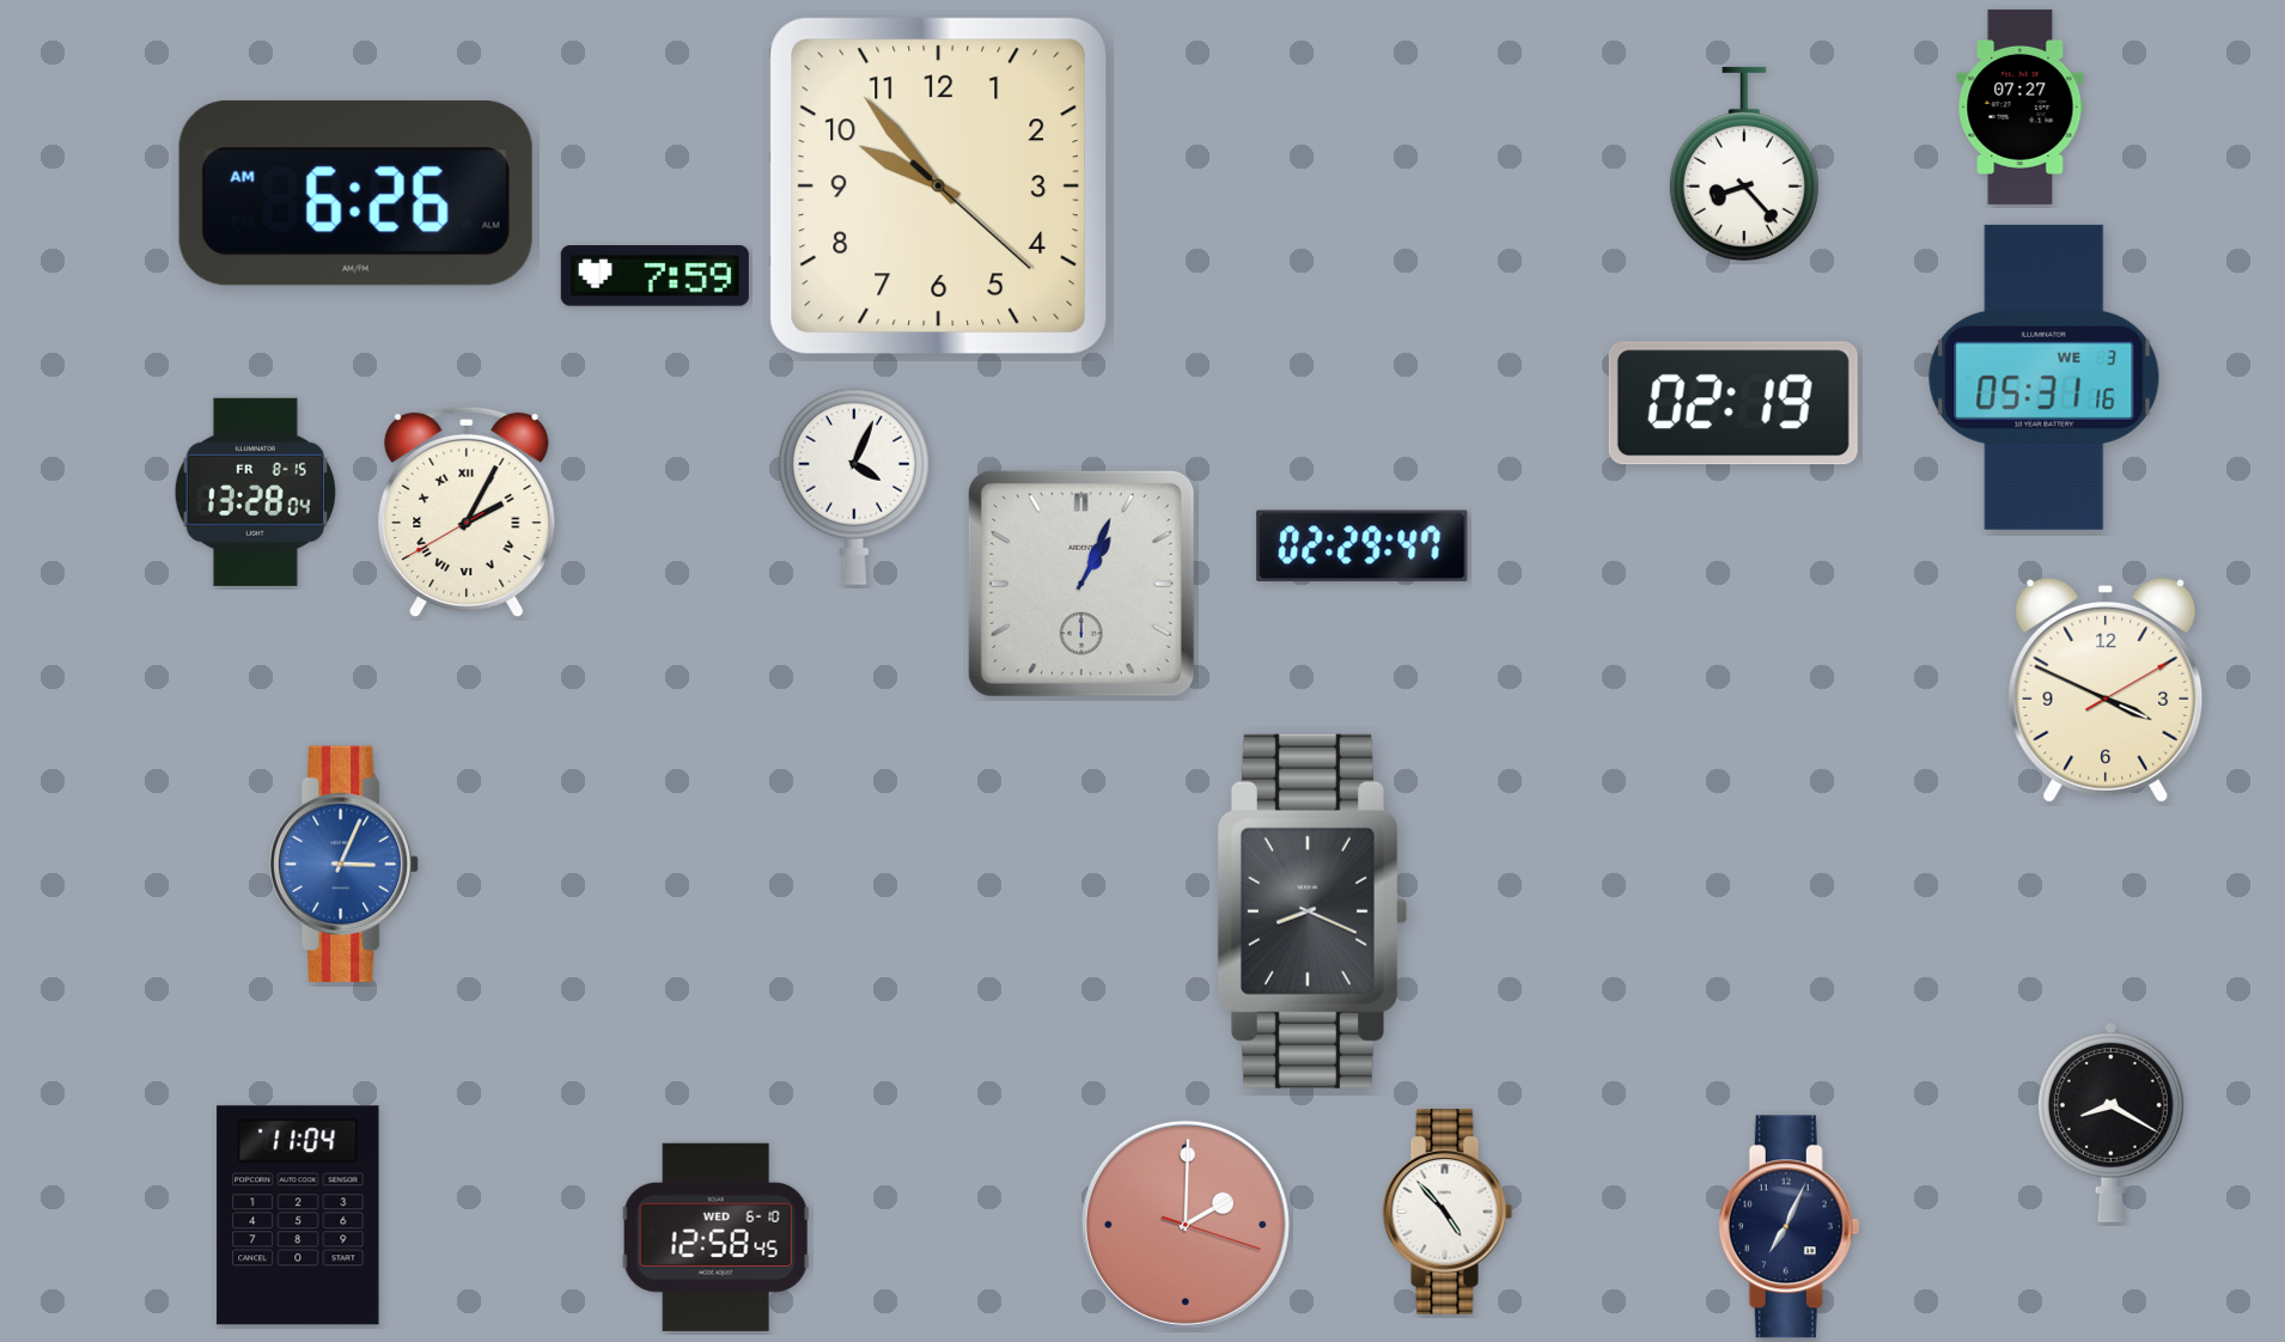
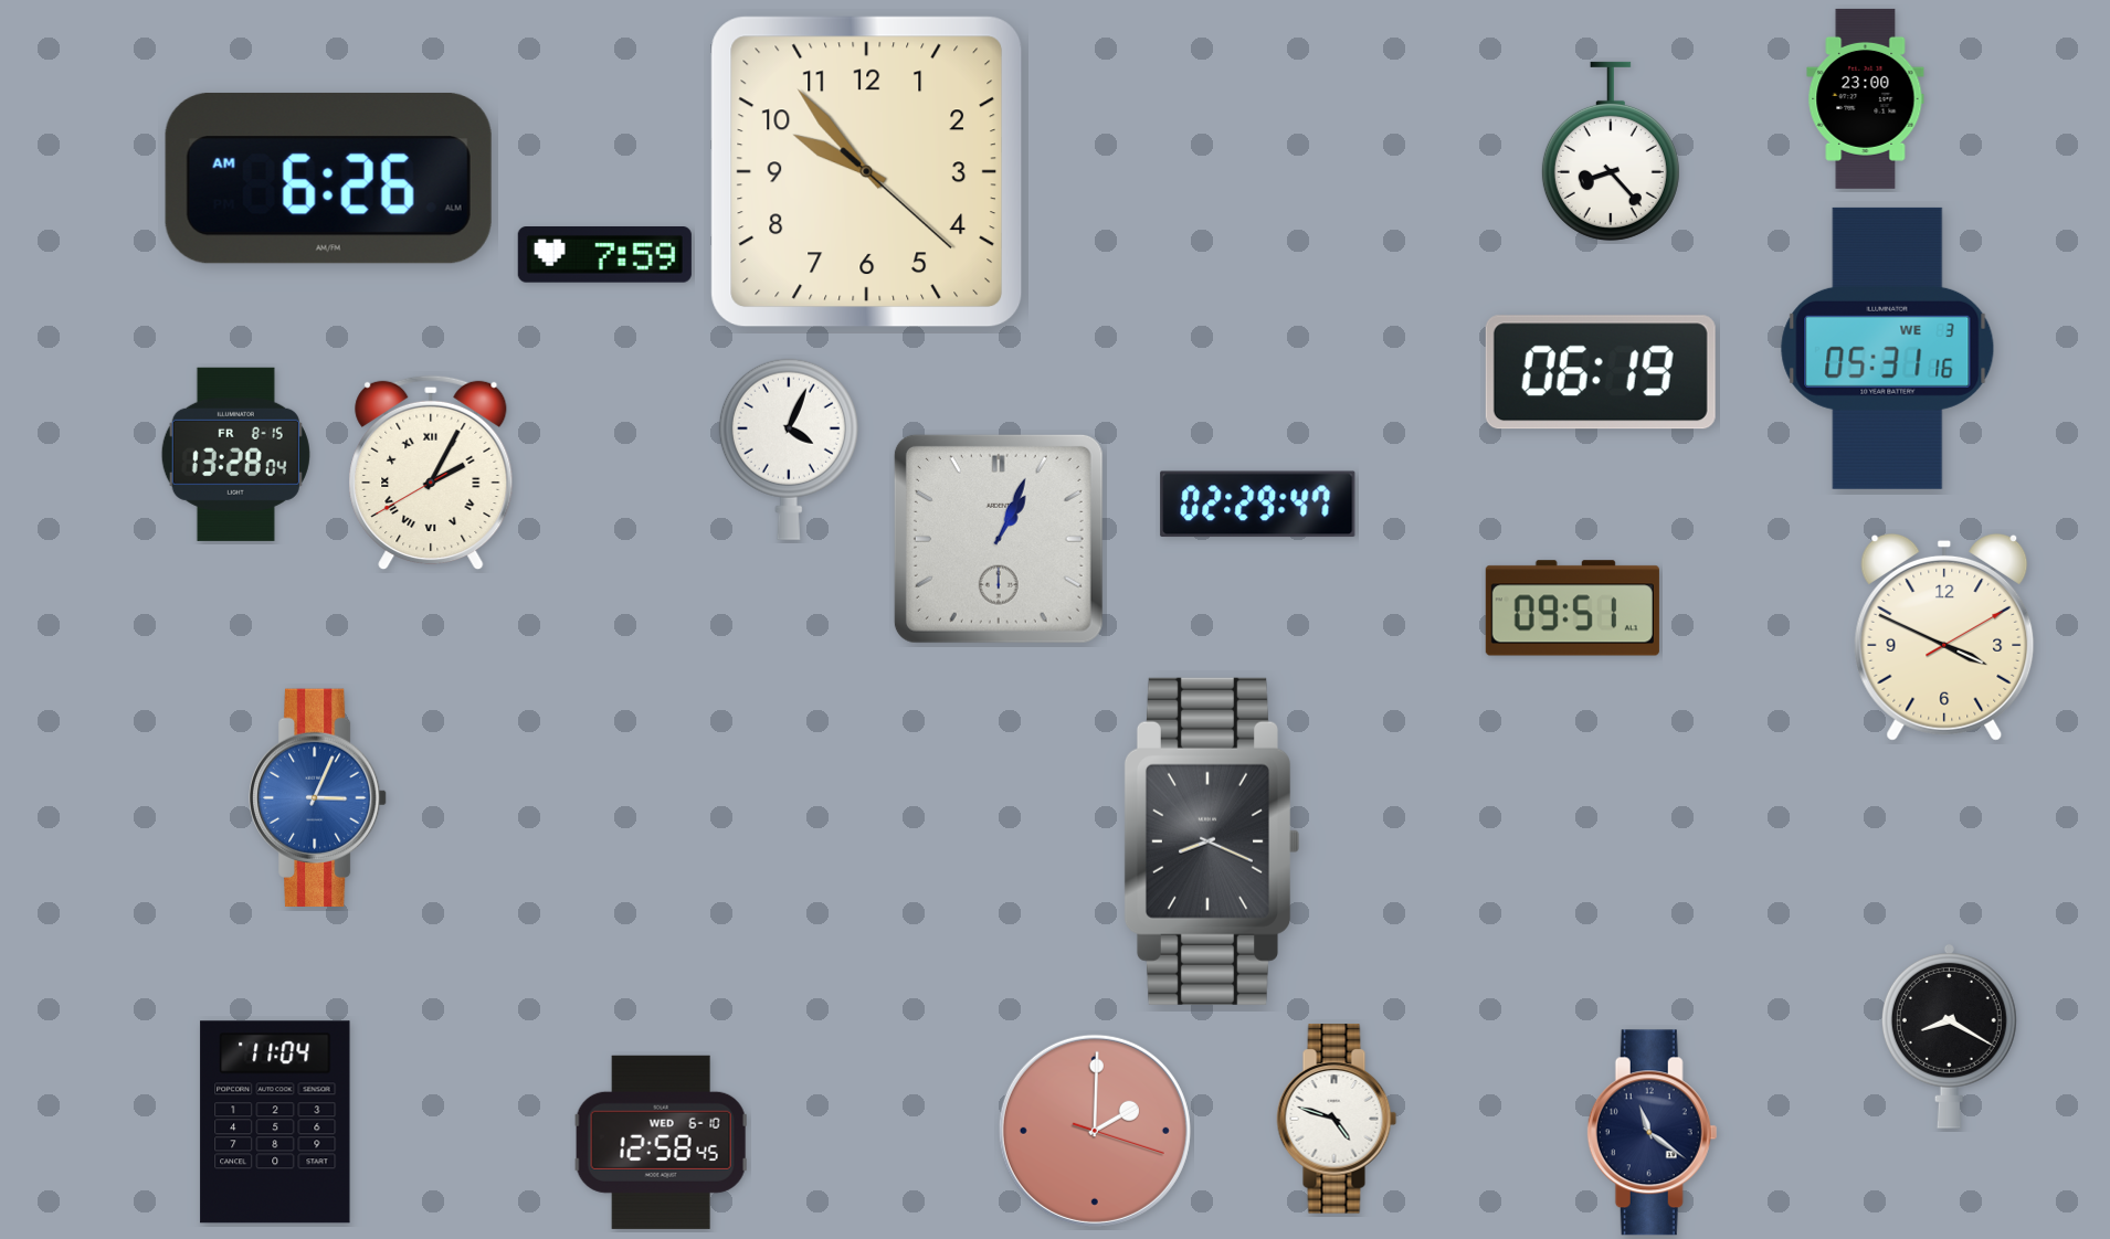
clock at (2021, 106): 07:27 -> 23:00
clock at (1733, 403): 02:19 -> 06:19
clock at (1572, 608): none -> 09:51
clock at (1448, 1212): 4:53 -> 4:48
clock at (1790, 1227): 7:04 -> 11:21
